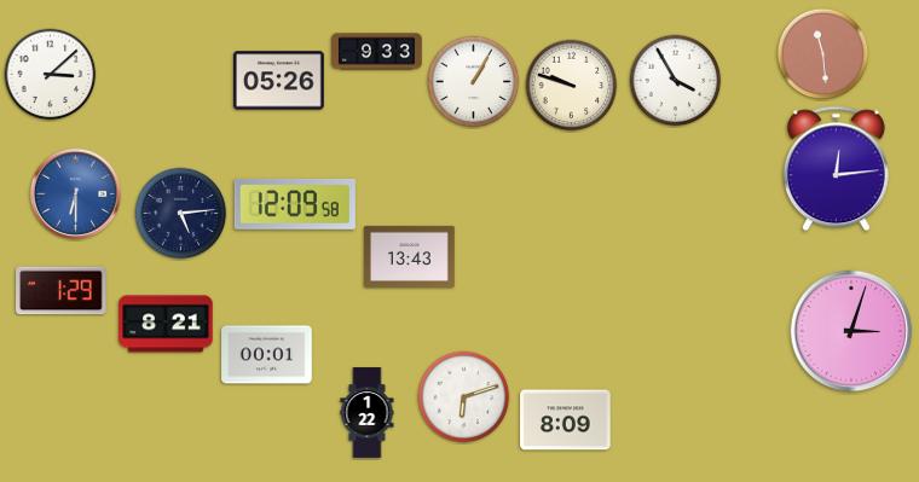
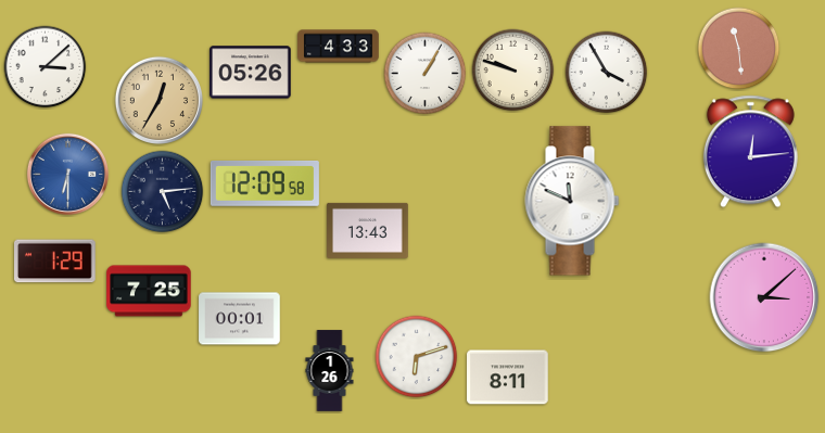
clock at (377, 52): 9:33 -> 4:33
clock at (572, 86) position: (572, 86) -> (513, 71)
clock at (158, 100): none -> 12:35
clock at (572, 201): none -> 11:49
clock at (166, 324): 8:21 -> 7:25
clock at (851, 331): 3:03 -> 3:08
clock at (368, 413): 1:22 -> 1:26
clock at (566, 420): 8:09 -> 8:11
